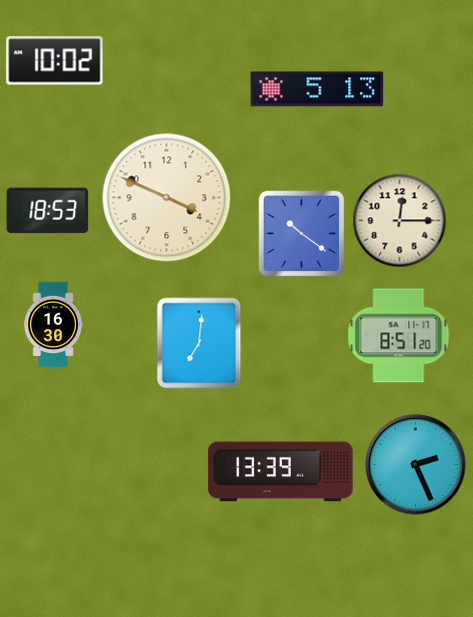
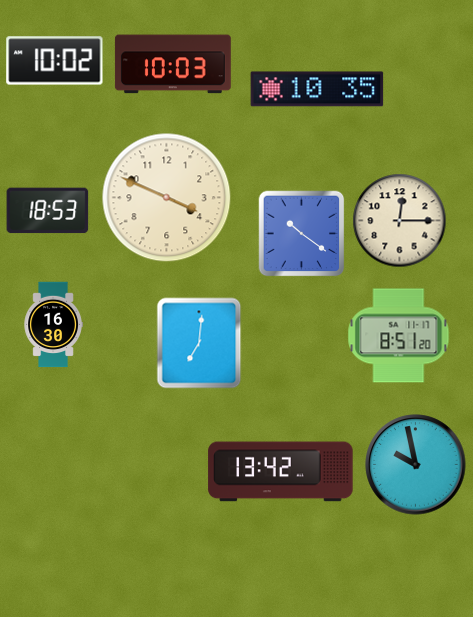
clock at (173, 64): none -> 10:03
clock at (317, 89): 5:13 -> 10:35
clock at (416, 465): 2:26 -> 9:58
clock at (281, 472): 13:39 -> 13:42
